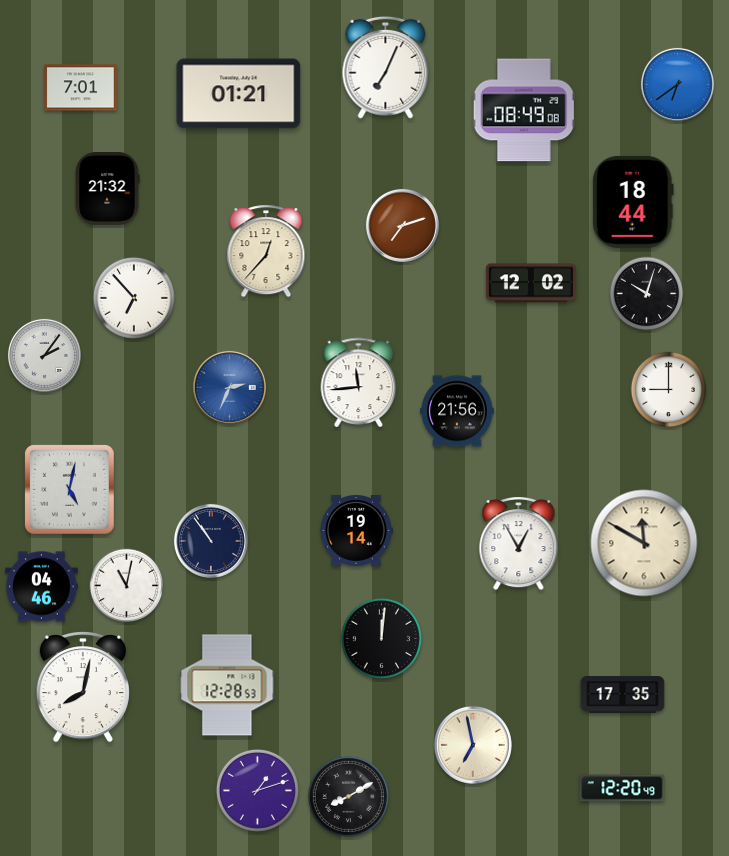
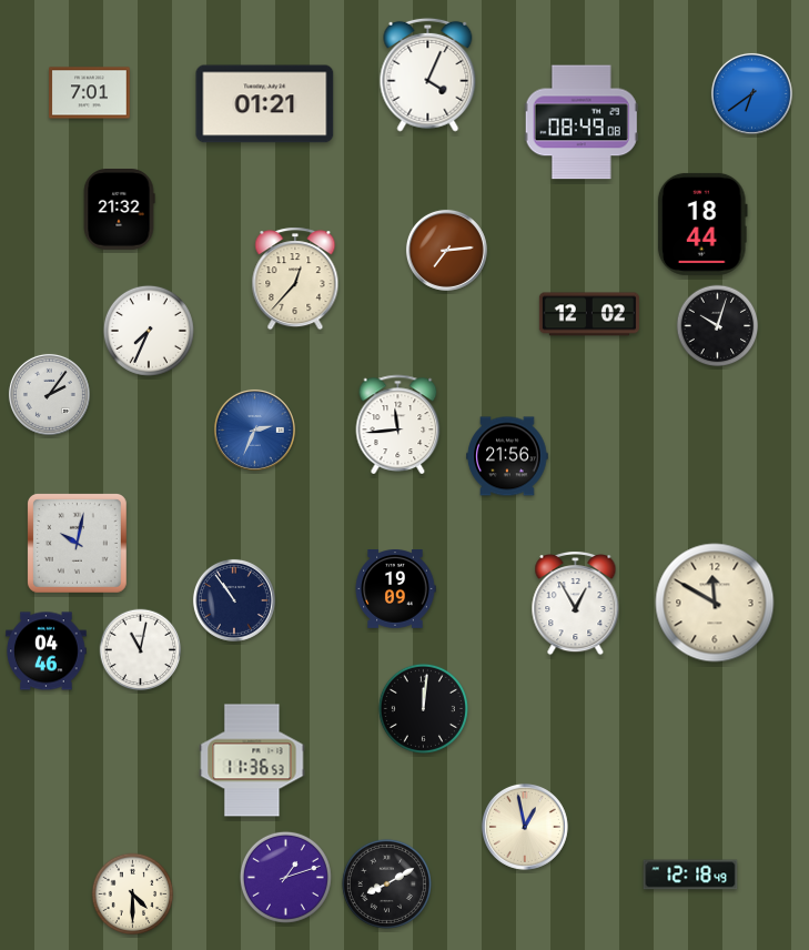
clock at (386, 67): 7:04 -> 4:04
clock at (81, 88) position: (81, 88) -> (90, 93)
clock at (402, 225): 7:12 -> 7:14
clock at (134, 298): 6:53 -> 7:34
clock at (669, 390): 9:00 -> none
clock at (69, 489): 5:02 -> 10:02
clock at (356, 531): 19:14 -> 19:09
clock at (227, 685): 12:28 -> 11:36
clock at (83, 687): 8:02 -> none
clock at (623, 695): 17:35 -> none
clock at (473, 745): 6:58 -> 12:58
clock at (622, 788): 12:20 -> 12:18
clock at (133, 895): none -> 4:30
